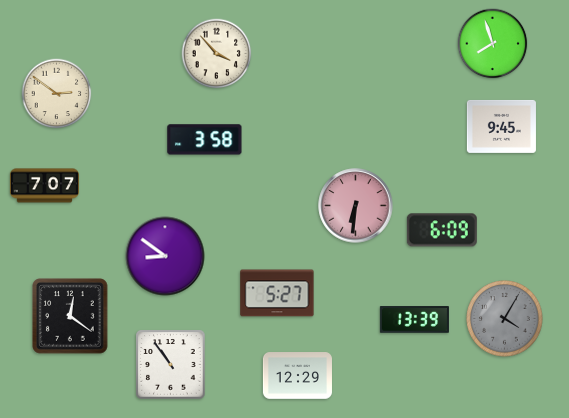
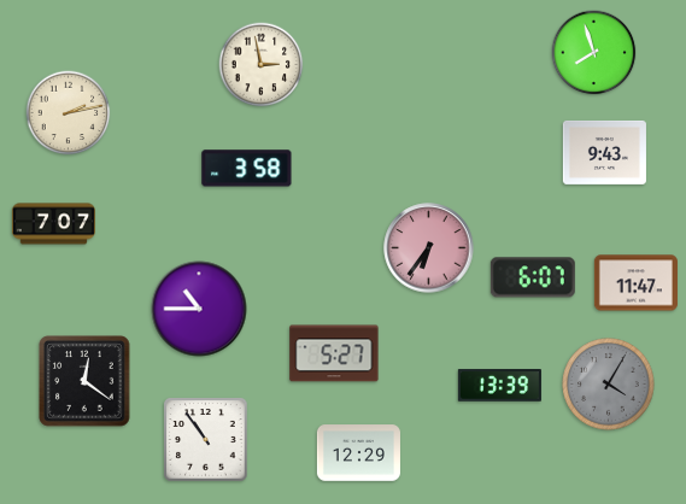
clock at (217, 54): 3:53 -> 2:58
clock at (57, 94): 2:51 -> 2:13
clock at (501, 126): 9:45 -> 9:43
clock at (356, 206): 6:31 -> 6:36
clock at (442, 230): 6:09 -> 6:07
clock at (635, 283): none -> 11:47
clock at (165, 256): 8:51 -> 10:45
